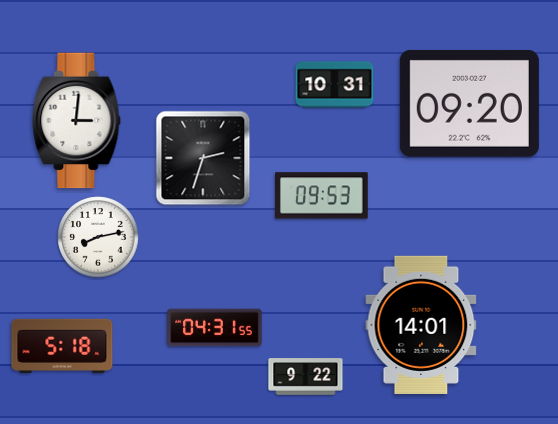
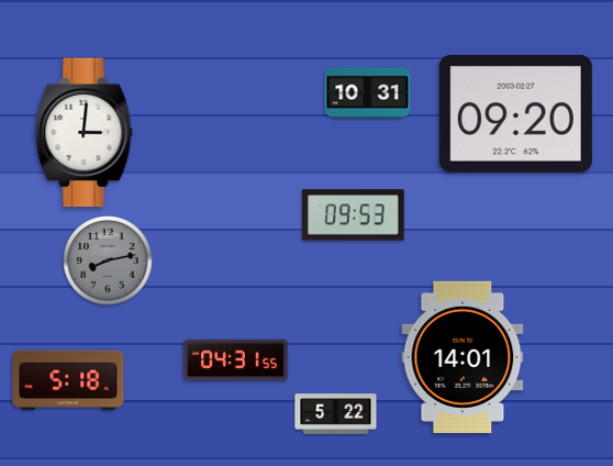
clock at (203, 158): 2:33 -> none
clock at (98, 237) dial: white -> grey
clock at (306, 377): 9:22 -> 5:22
